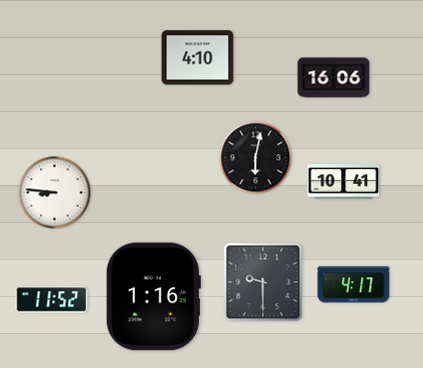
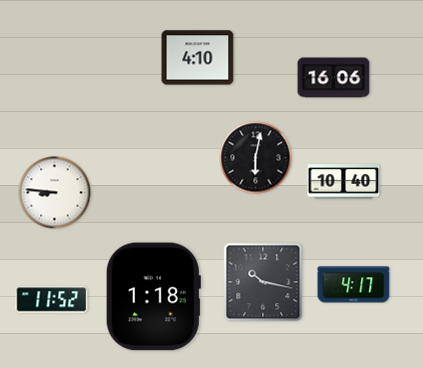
clock at (344, 182): 10:41 -> 10:40
clock at (263, 282): 9:30 -> 10:17
clock at (153, 297): 1:16 -> 1:18
